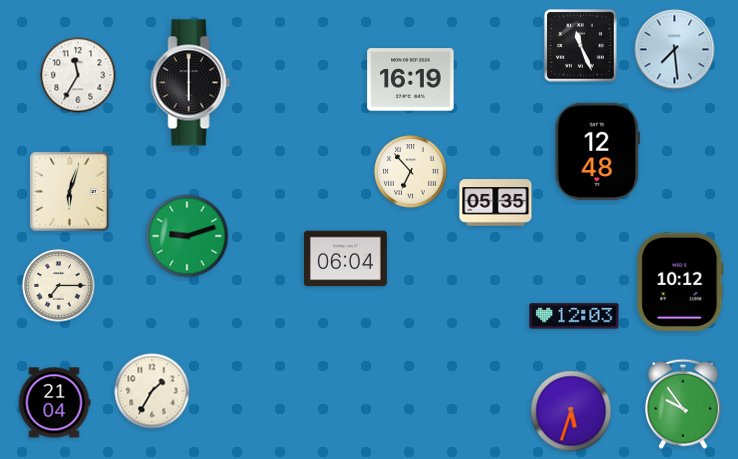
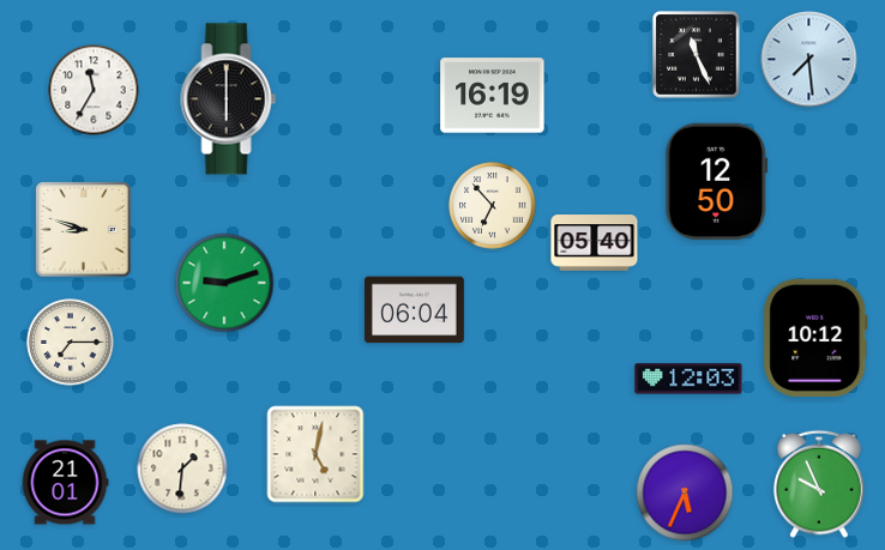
clock at (598, 152): 12:48 -> 12:50
clock at (70, 192): 6:03 -> 8:48
clock at (496, 203): 05:35 -> 05:40
clock at (315, 454): none -> 5:02
clock at (152, 391): 1:35 -> 1:31
clock at (54, 403): 21:04 -> 21:01
clock at (683, 404): 9:54 -> 9:56
clock at (571, 411): 5:33 -> 5:34
